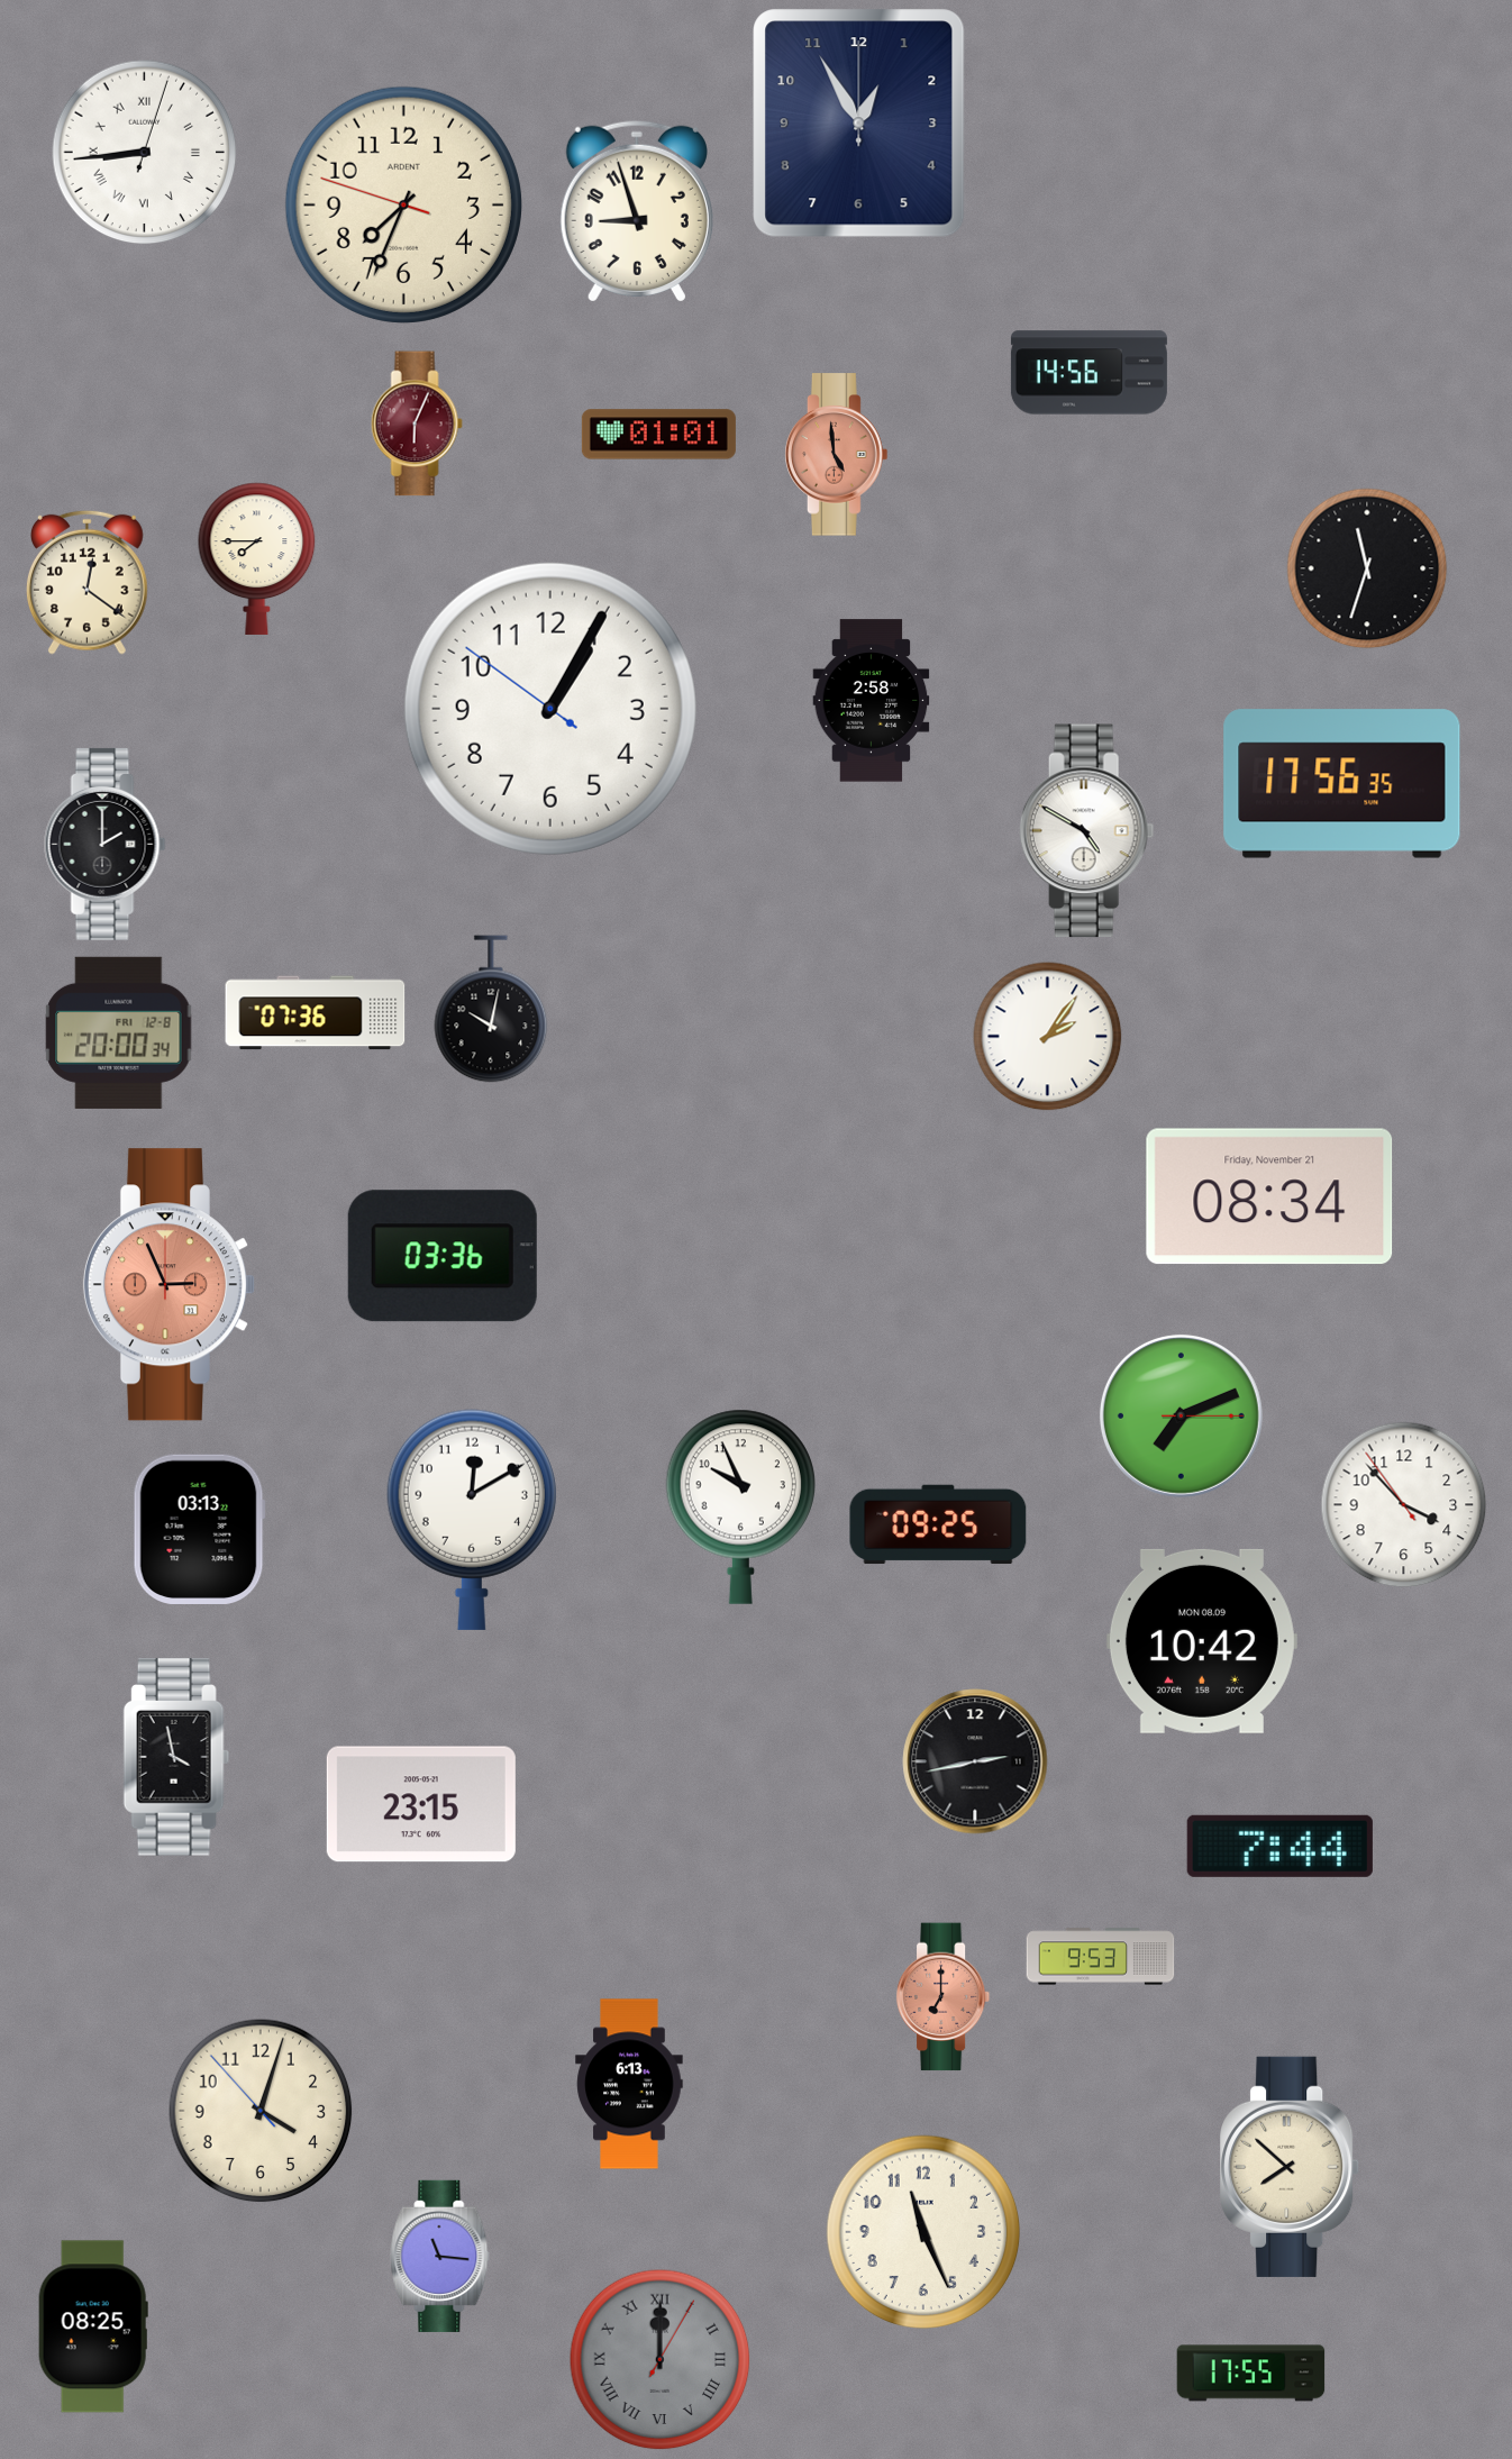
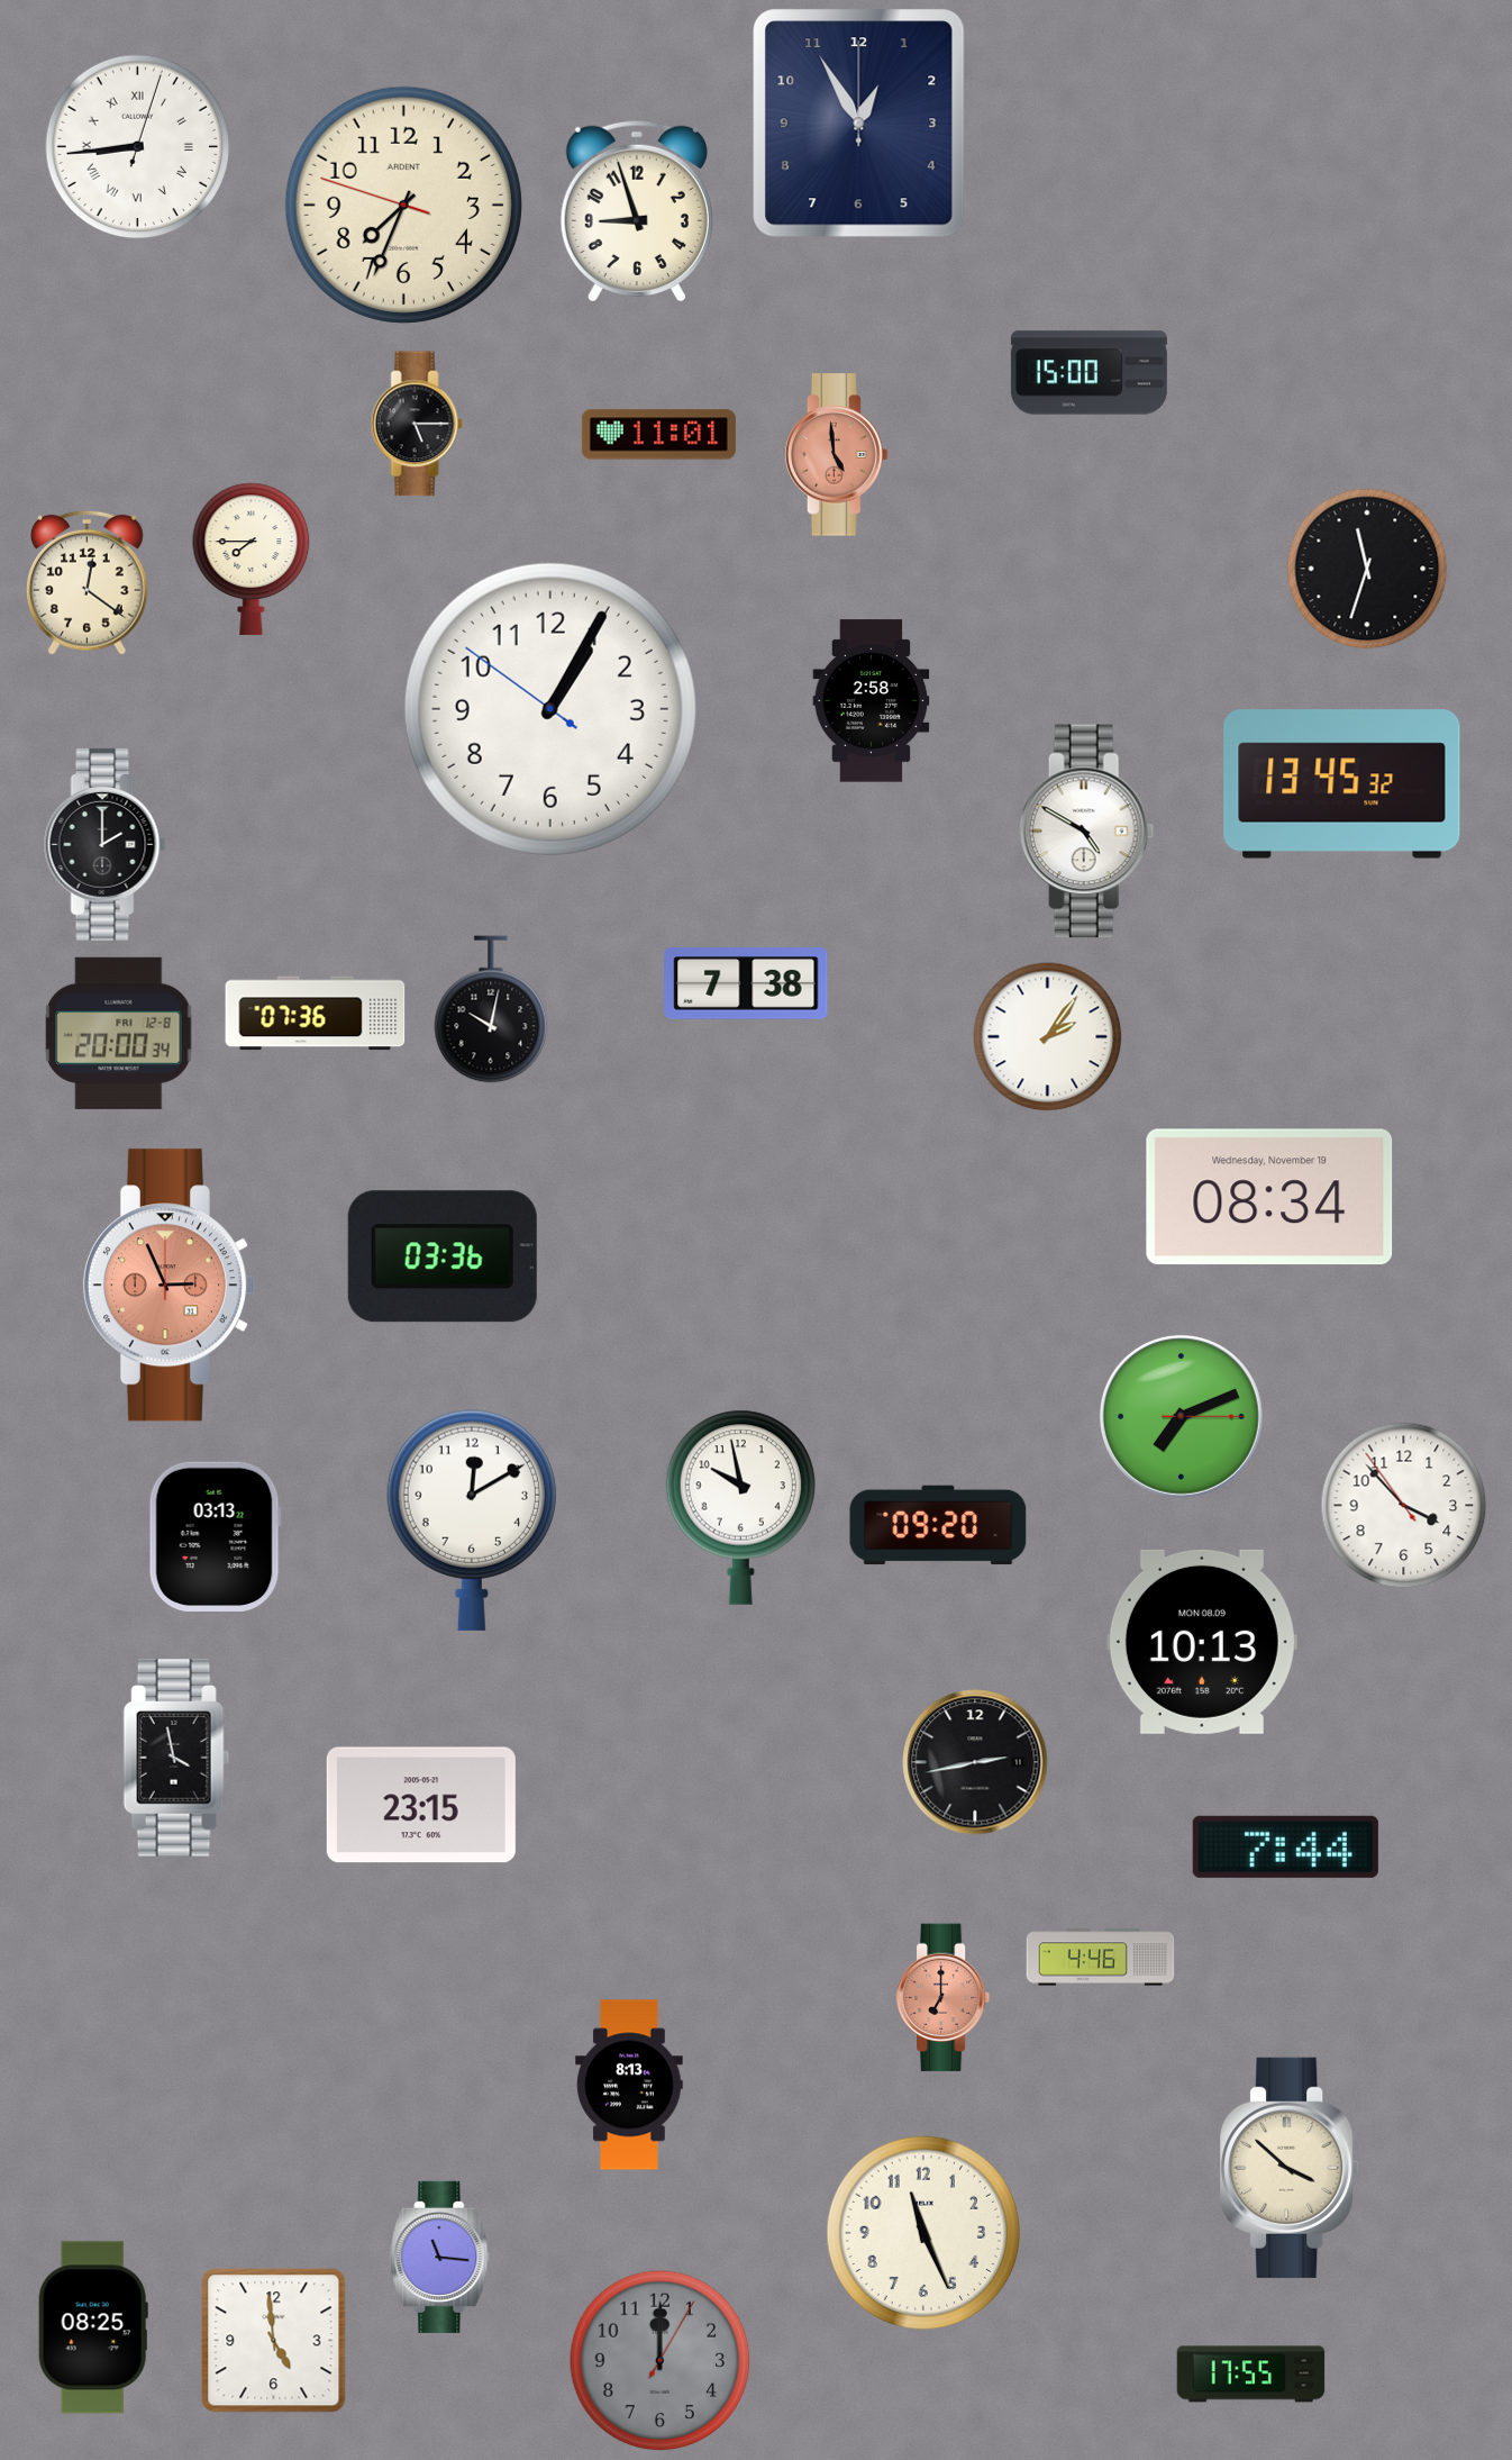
clock at (145, 153) position: (145, 153) -> (138, 147)
clock at (1089, 373): 14:56 -> 15:00
clock at (417, 424): 6:04 -> 5:15
clock at (417, 424) dial: burgundy -> black
clock at (658, 435): 01:01 -> 11:01
clock at (257, 558) position: (257, 558) -> (252, 559)
clock at (1342, 784): 17:56 -> 13:45
clock at (746, 984): none -> 7:38
clock at (1269, 1196) date: Friday, November 21 -> Wednesday, November 19
clock at (740, 1506): 9:56 -> 9:58
clock at (938, 1524): 09:25 -> 09:20
clock at (199, 1529) position: (199, 1529) -> (215, 1536)
clock at (1202, 1641): 10:42 -> 10:13
clock at (1279, 1846) position: (1279, 1846) -> (1285, 1846)
clock at (1101, 1957): 9:53 -> 4:46
clock at (629, 2084): 6:13 -> 8:13
clock at (261, 2111): 4:02 -> none
clock at (1291, 2167): 7:52 -> 3:52
clock at (274, 2341): none -> 4:59
clock at (661, 2360) numerals: Roman -> Arabic
